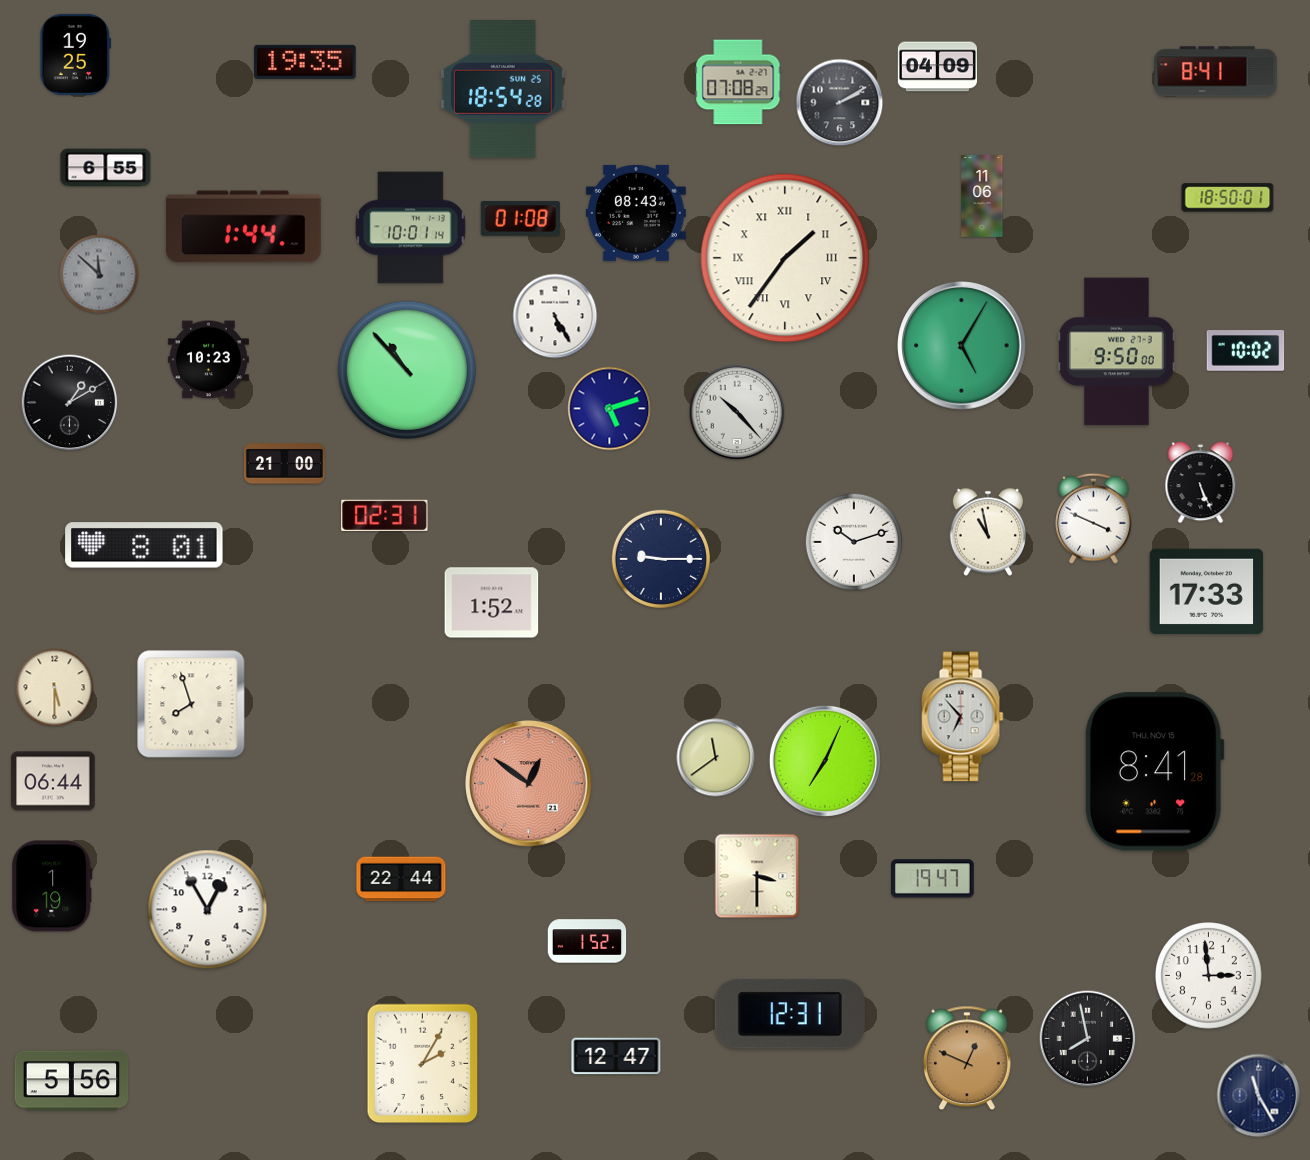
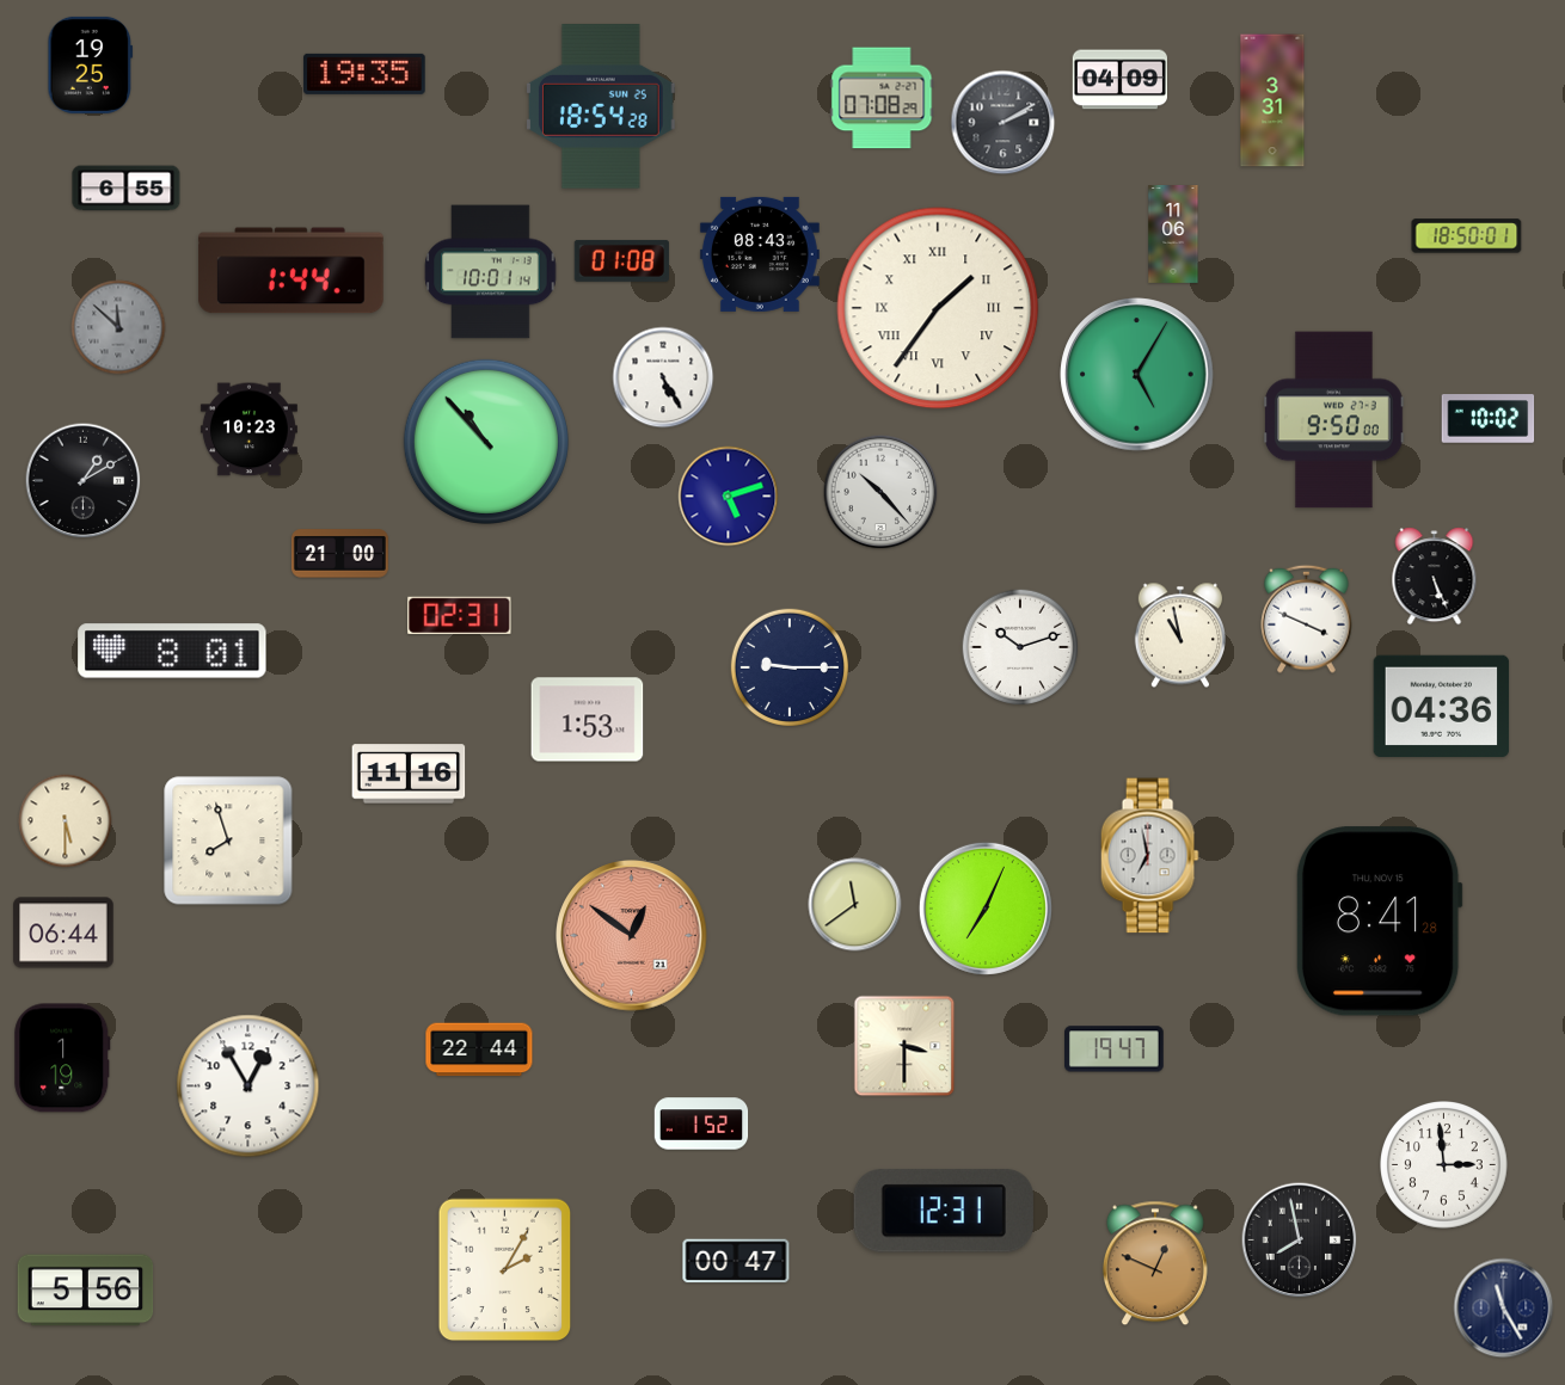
clock at (1216, 72): 8:41 -> none
clock at (1272, 100): none -> 3:31
clock at (106, 168) position: (106, 168) -> (127, 189)
clock at (962, 346) position: (962, 346) -> (1137, 375)
clock at (610, 409) position: (610, 409) -> (729, 497)
clock at (1207, 591): 17:33 -> 04:36
clock at (492, 603): 1:52 -> 1:53
clock at (409, 774): none -> 11:16
clock at (962, 717): 6:53 -> 6:58
clock at (616, 1056): 12:47 -> 00:47
